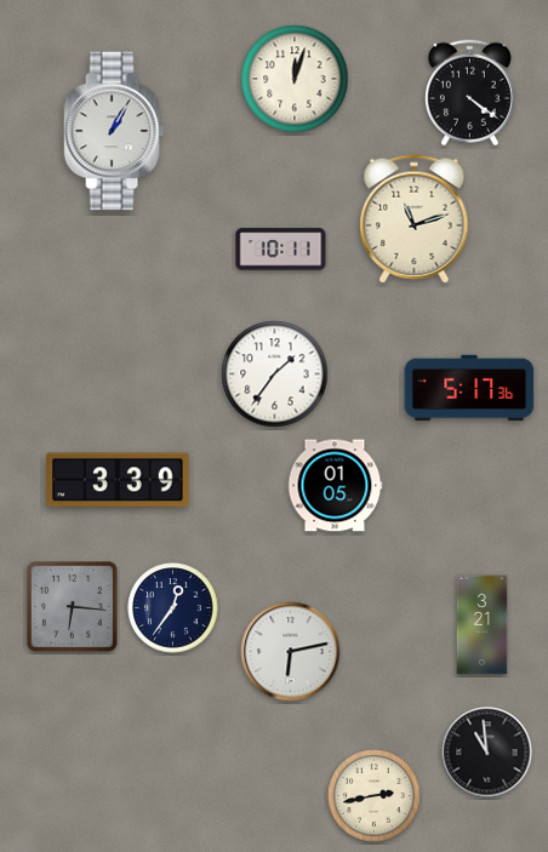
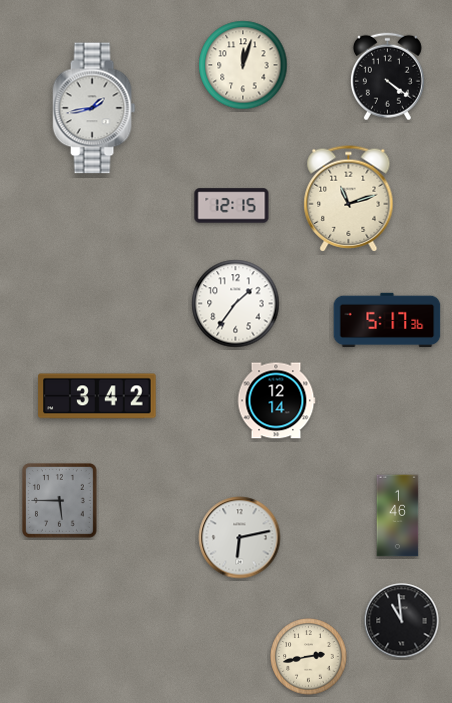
clock at (114, 131): 1:05 -> 1:43
clock at (415, 219) position: (415, 219) -> (349, 199)
clock at (281, 250): 10:11 -> 12:15
clock at (275, 374) position: (275, 374) -> (236, 304)
clock at (118, 480): 3:39 -> 3:42
clock at (335, 486): 01:05 -> 12:14
clock at (73, 607): 6:16 -> 5:45
clock at (173, 608): 12:36 -> none
clock at (483, 625): 3:21 -> 1:46
